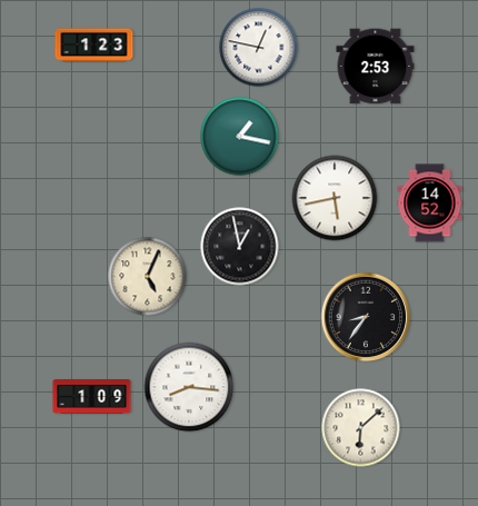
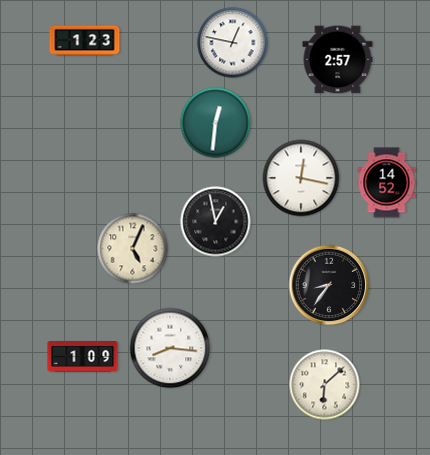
clock at (376, 67): 2:53 -> 2:57
clock at (240, 137): 1:17 -> 12:31
clock at (335, 198): 5:43 -> 12:17
